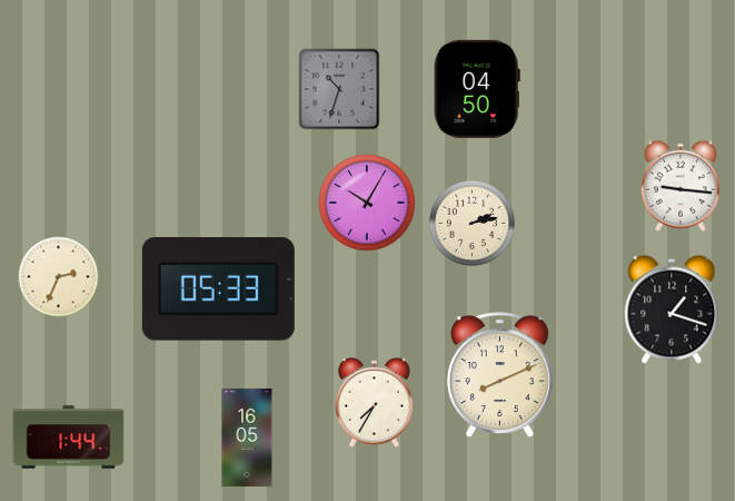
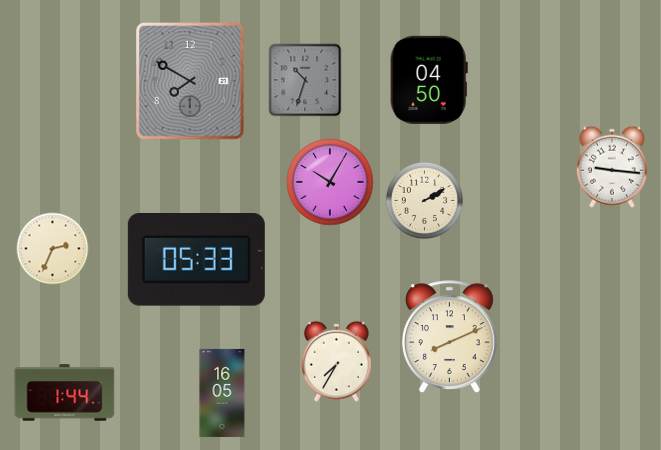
clock at (191, 82): none -> 7:50
clock at (473, 224): 2:13 -> 2:10
clock at (672, 310): 1:18 -> none
clock at (69, 438) position: (69, 438) -> (65, 393)
